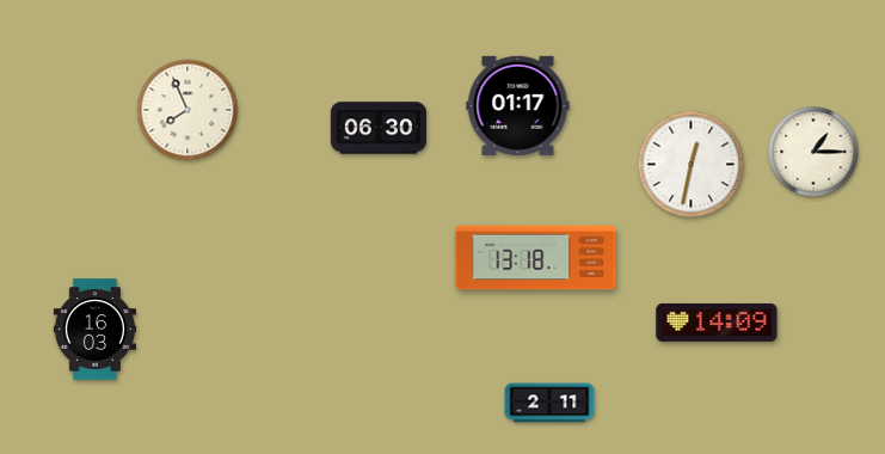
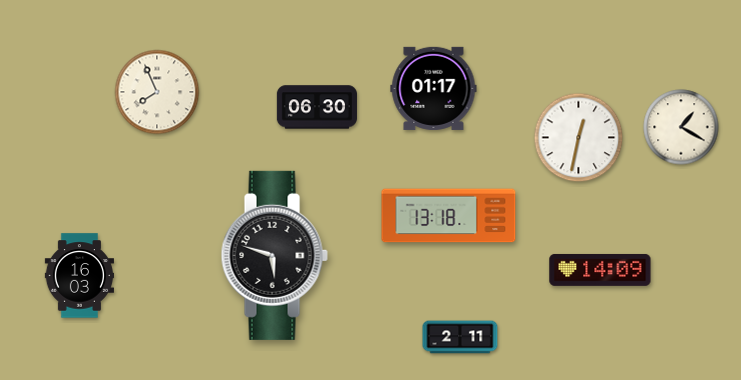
clock at (813, 152): 1:15 -> 1:20
clock at (274, 255): none -> 5:48
